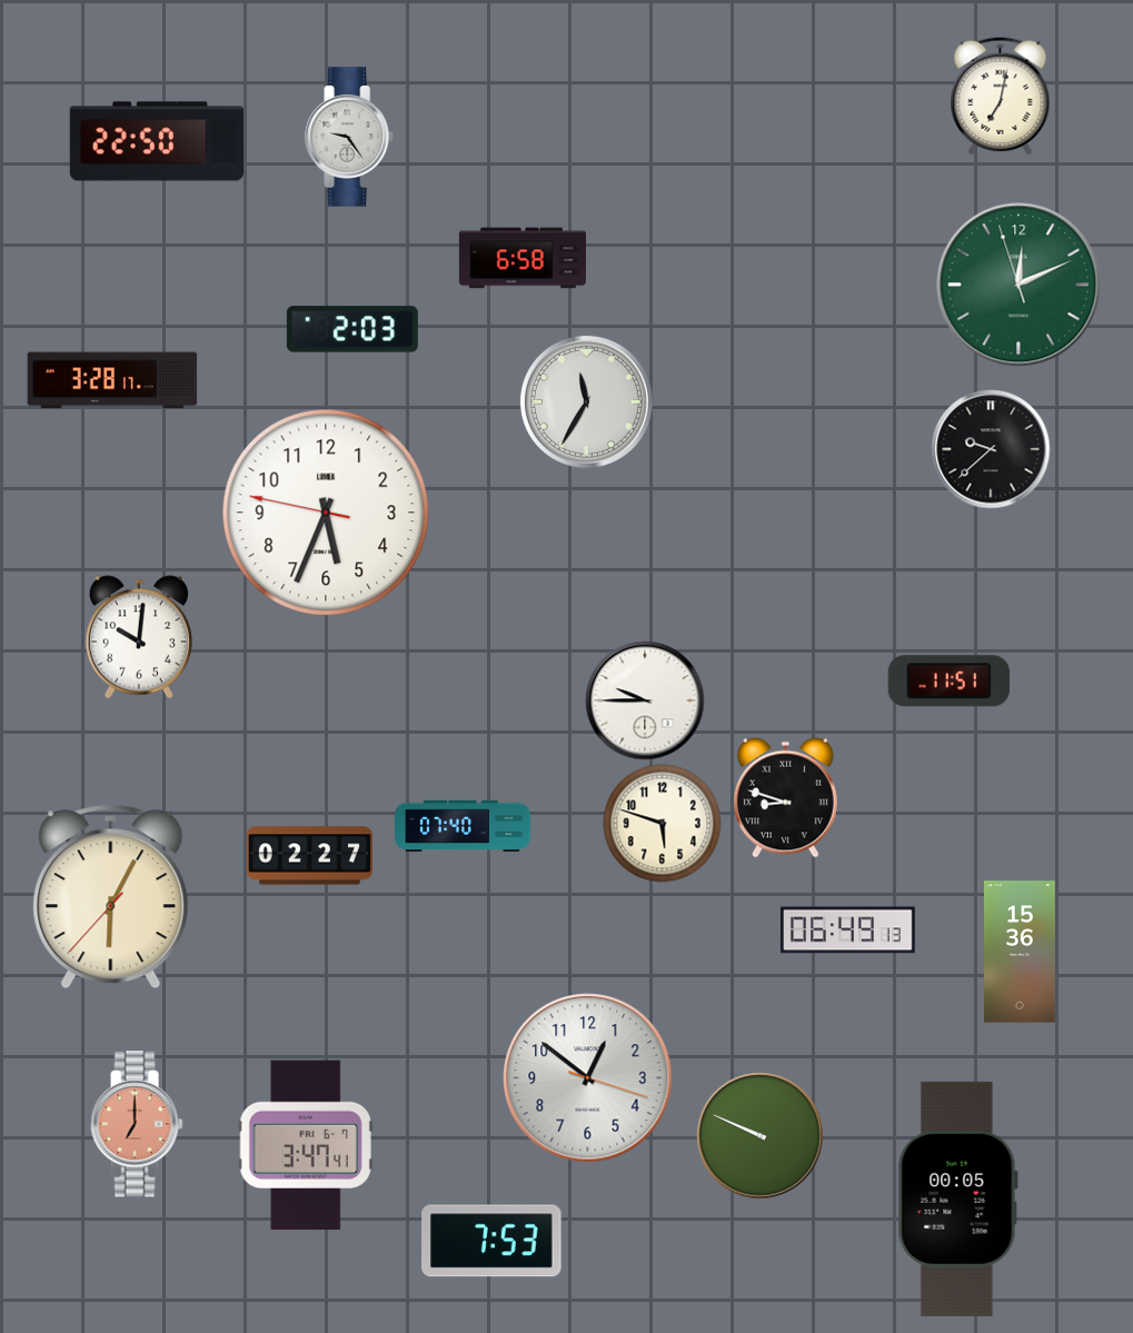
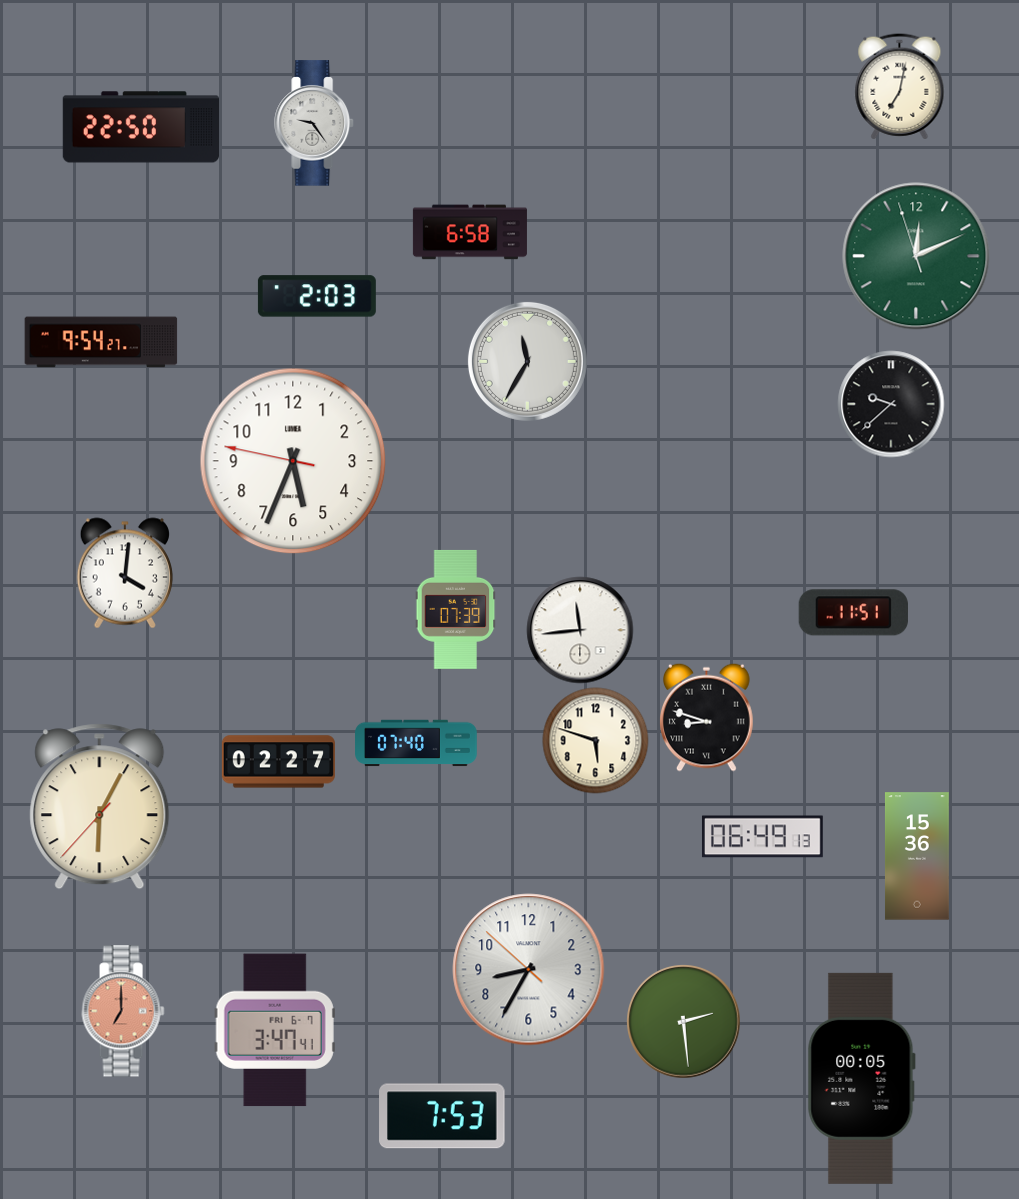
clock at (112, 380): 3:28 -> 9:54
clock at (139, 637): 10:01 -> 4:01
clock at (456, 609): none -> 07:39
clock at (645, 700): 9:45 -> 11:44
clock at (309, 856) position: (309, 856) -> (278, 762)
clock at (588, 1078): 12:51 -> 8:34
clock at (761, 1136): 9:49 -> 2:29
